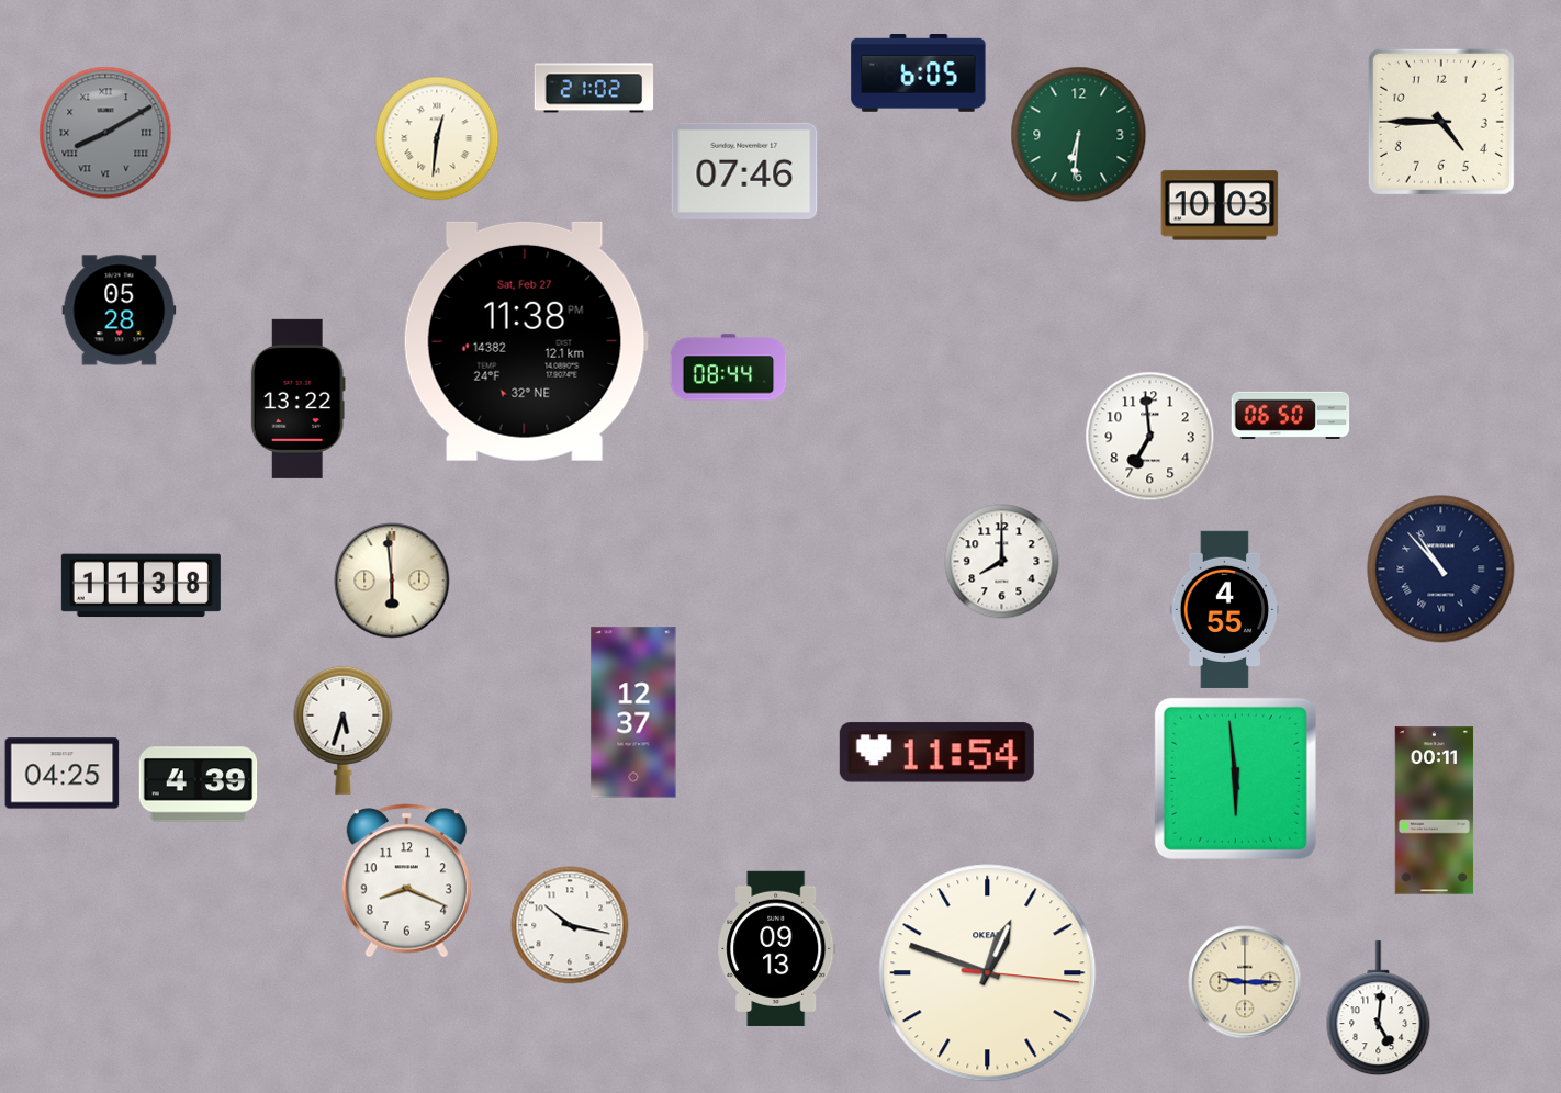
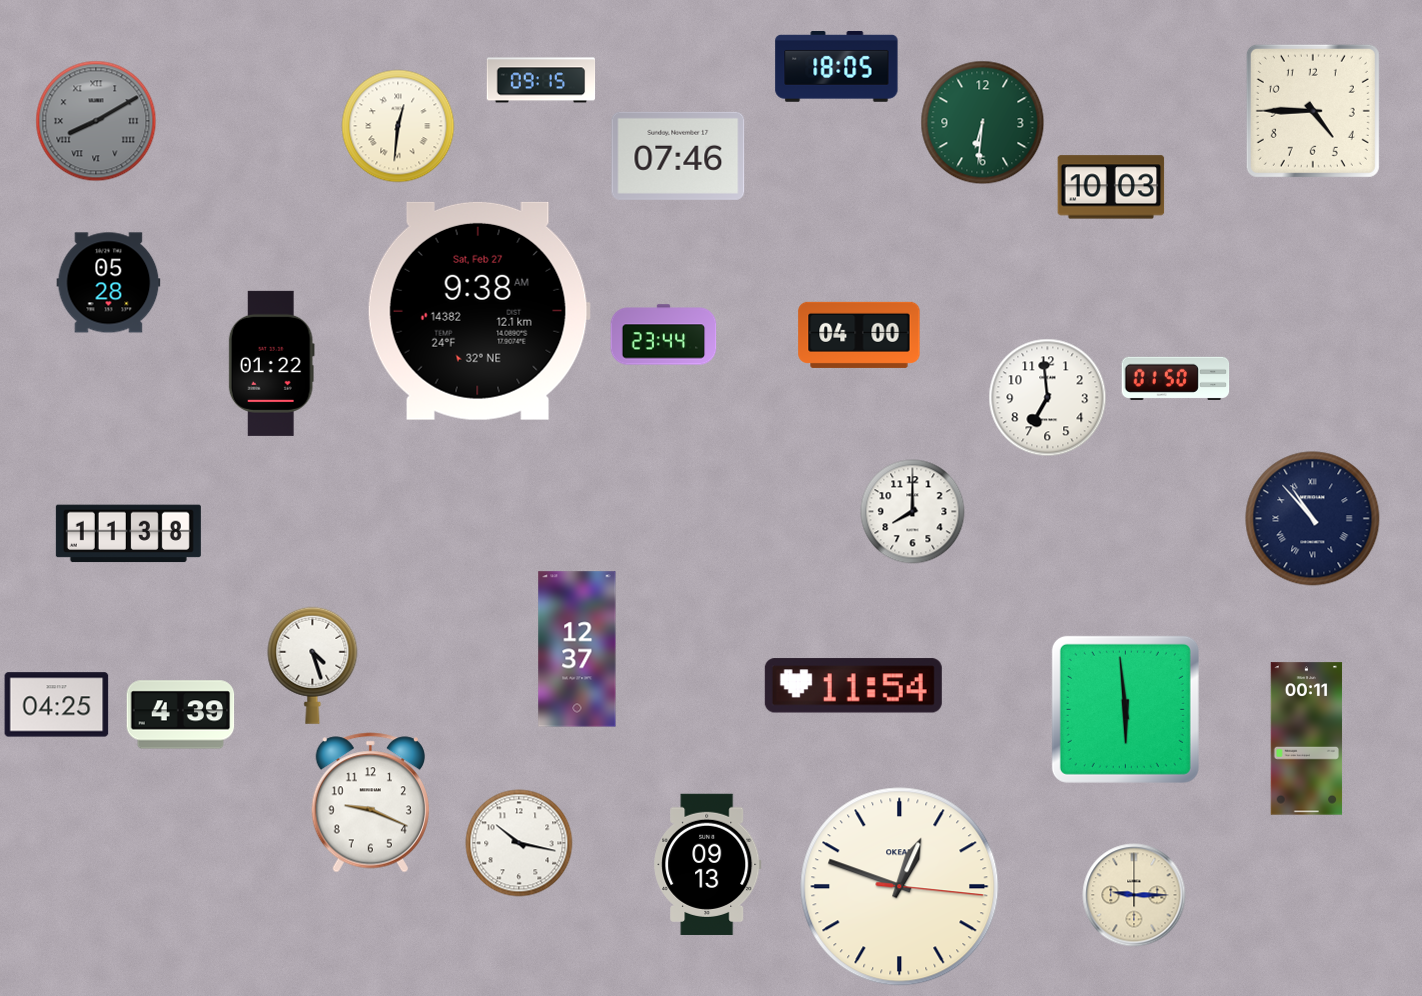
clock at (919, 74): 6:05 -> 18:05
clock at (594, 88): 21:02 -> 09:15
clock at (526, 341): 11:38 -> 9:38
clock at (729, 368): 08:44 -> 23:44
clock at (859, 335): none -> 04:00
clock at (297, 398): 13:22 -> 01:22
clock at (1291, 415): 06:50 -> 01:50
clock at (392, 581): 5:59 -> none
clock at (1225, 609): 4:55 -> none
clock at (344, 730): 5:33 -> 4:27
clock at (406, 881): 8:19 -> 9:19
clock at (1379, 1009): 5:01 -> none
